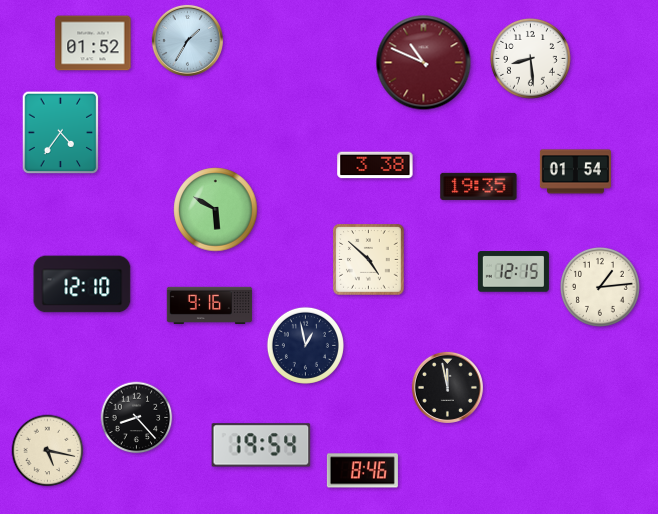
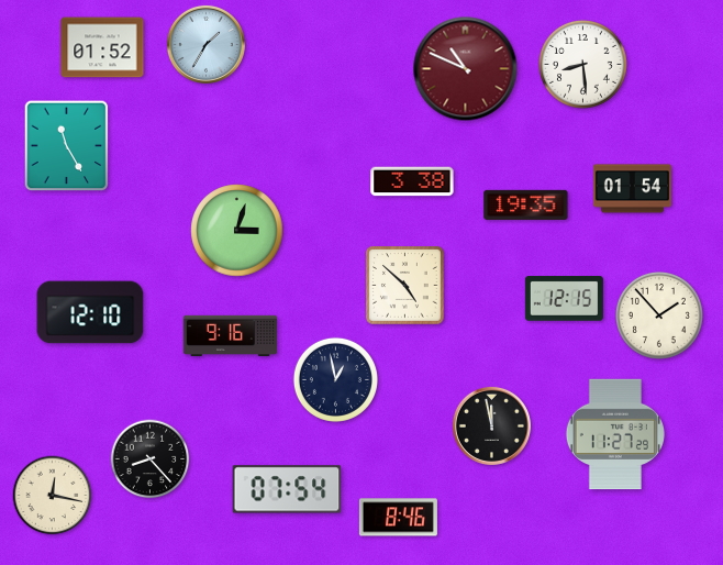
clock at (61, 133): 4:36 -> 11:25
clock at (216, 210): 5:50 -> 3:03
clock at (600, 287): 1:14 -> 1:53
clock at (615, 434): none -> 11:27
clock at (261, 445): 19:54 -> 07:54
clock at (48, 451): 5:17 -> 12:17
